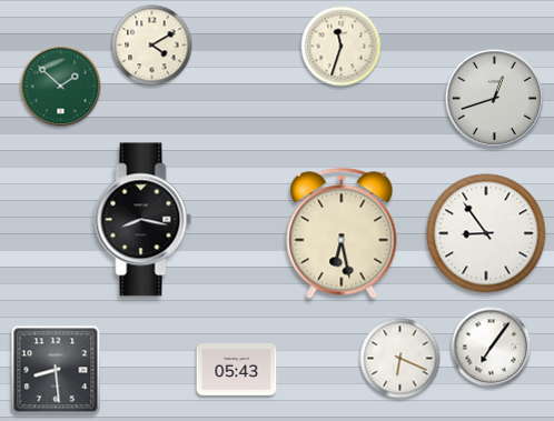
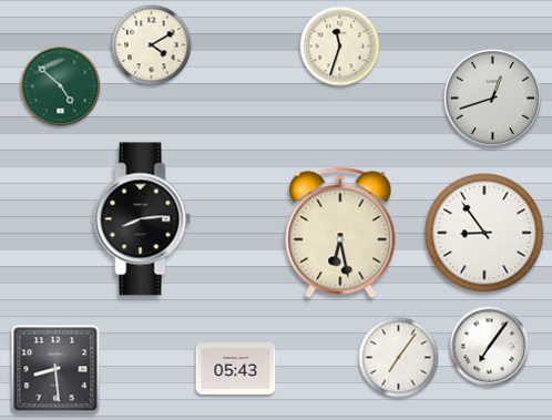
clock at (61, 87): 1:52 -> 4:52
clock at (144, 220): 8:17 -> 8:14
clock at (400, 359): 6:19 -> 7:06
